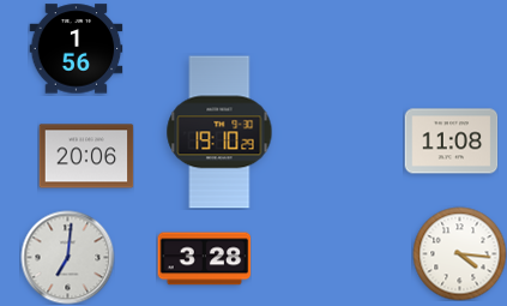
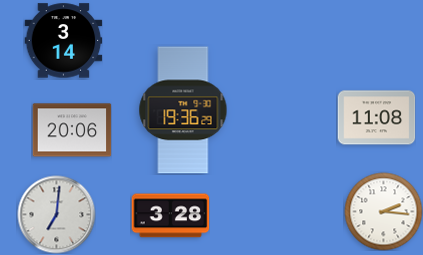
clock at (76, 49): 1:56 -> 3:14
clock at (219, 132): 19:10 -> 19:36
clock at (459, 253): 4:16 -> 2:16
